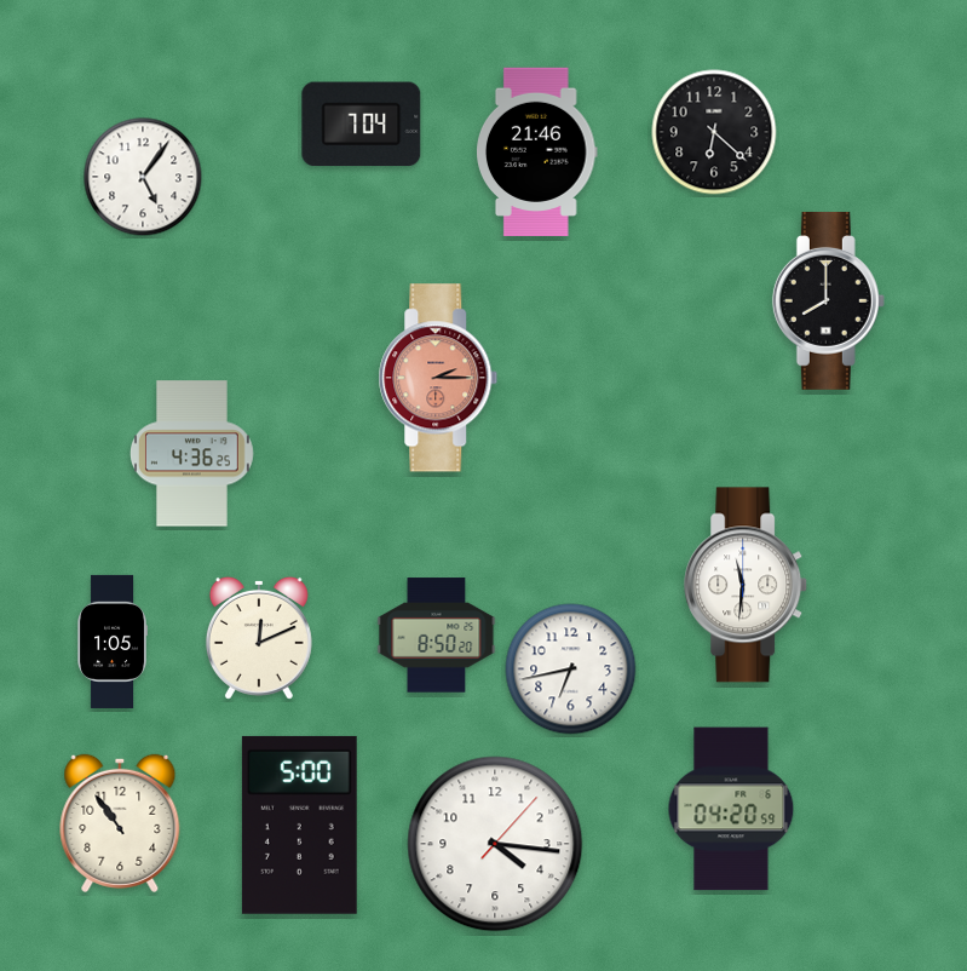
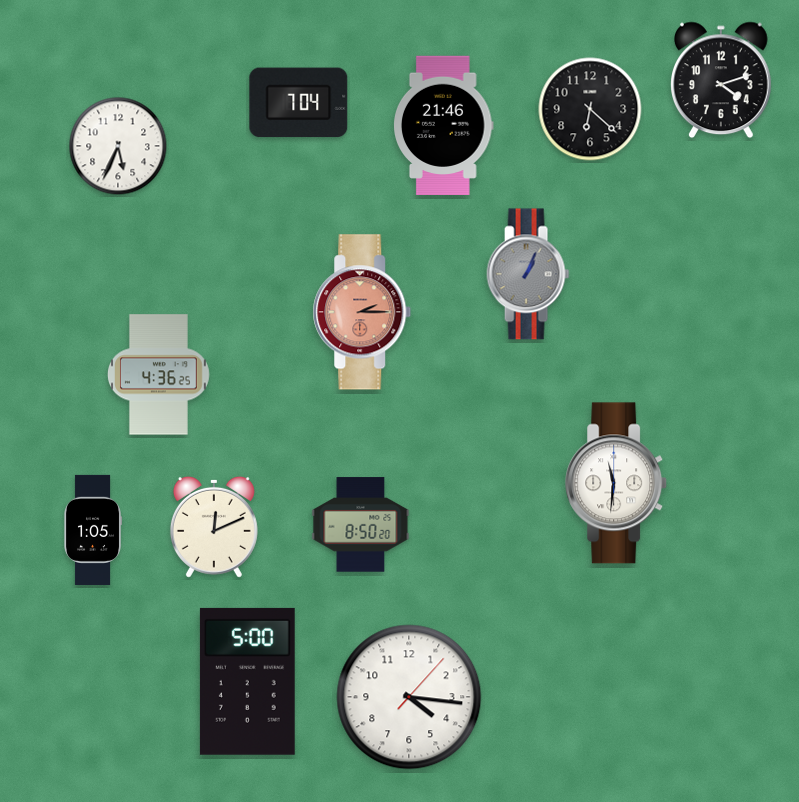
clock at (722, 80): none -> 4:12
clock at (143, 177): 5:06 -> 5:34
clock at (828, 300): 8:00 -> none
clock at (528, 274): none -> 1:04
clock at (571, 670): 6:43 -> none
clock at (731, 809): 04:20 -> none
clock at (120, 823): 10:54 -> none
